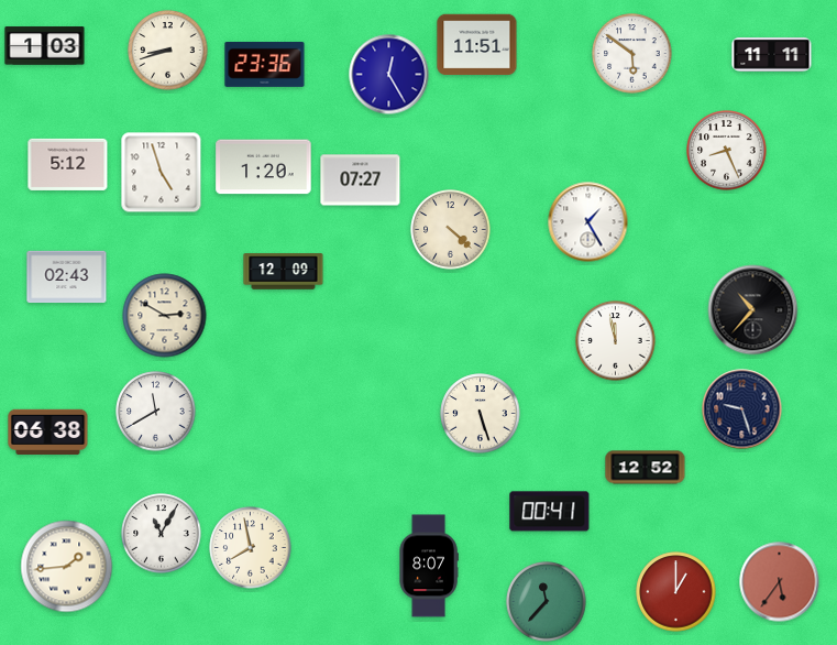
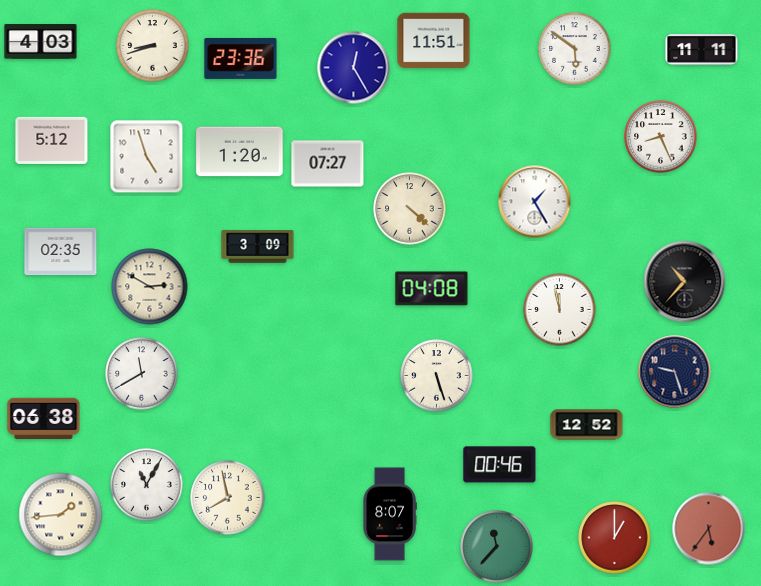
clock at (45, 46): 1:03 -> 4:03
clock at (68, 164) position: (68, 164) -> (52, 140)
clock at (284, 272): 12:09 -> 3:09
clock at (67, 277): 02:43 -> 02:35
clock at (432, 289): none -> 04:08
clock at (48, 431) position: (48, 431) -> (44, 418)
clock at (550, 512): 00:41 -> 00:46
